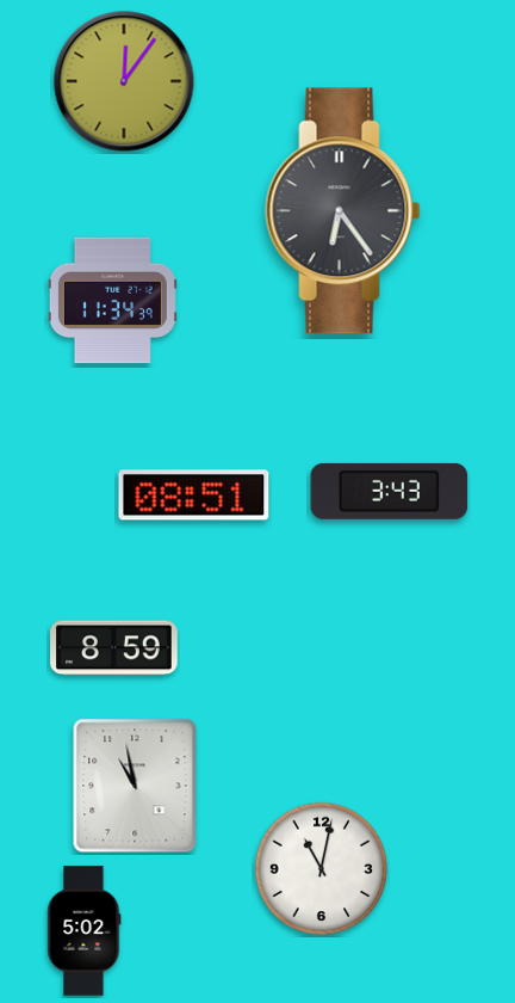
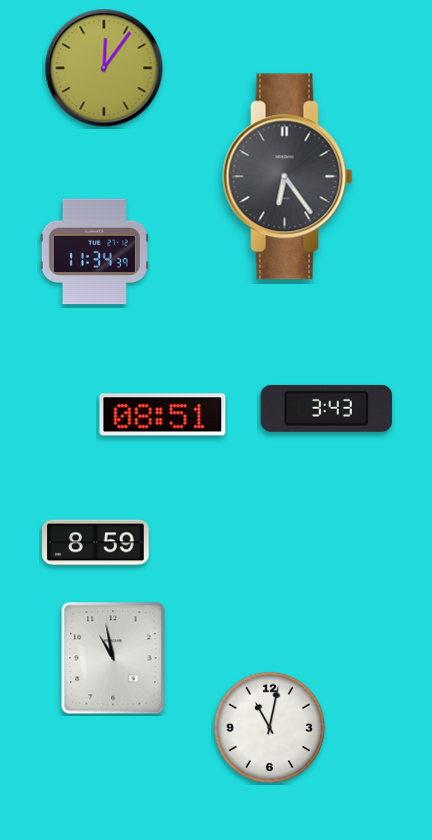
clock at (390, 491) position: (390, 491) -> (327, 408)
clock at (85, 931): 5:02 -> none
